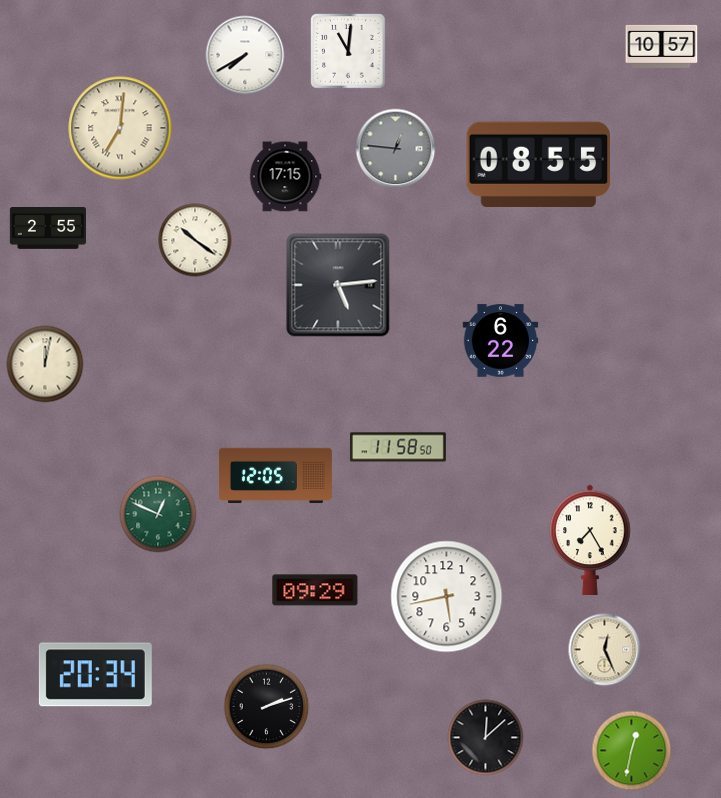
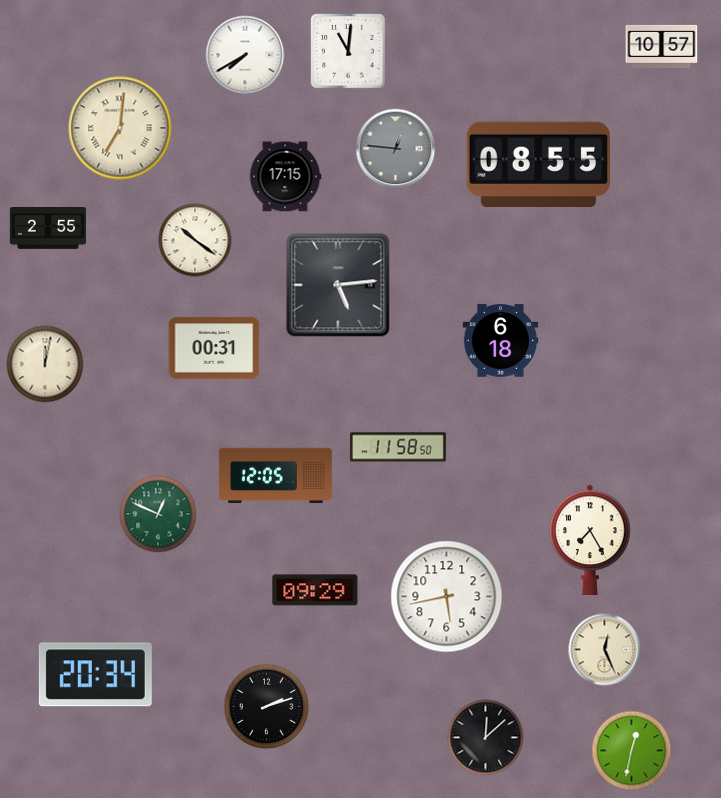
clock at (501, 341): 6:22 -> 6:18
clock at (214, 348): none -> 00:31
